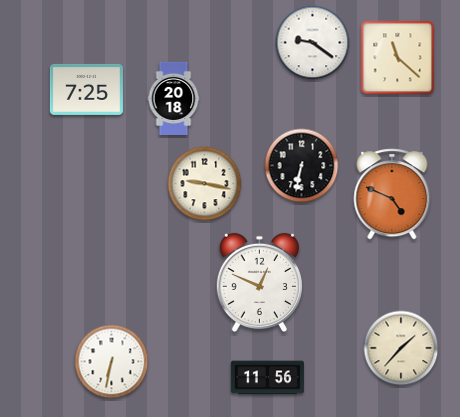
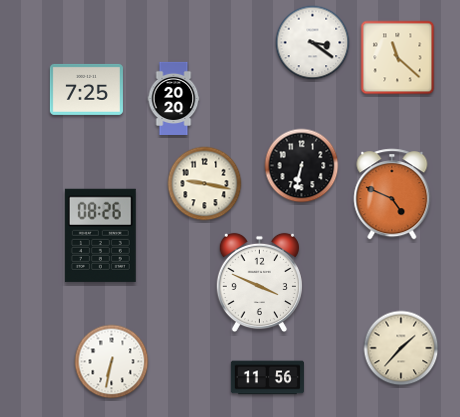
clock at (313, 43): 9:21 -> 3:21
clock at (174, 98): 20:18 -> 20:20
clock at (100, 235): none -> 08:26
clock at (259, 283): 12:49 -> 3:49
